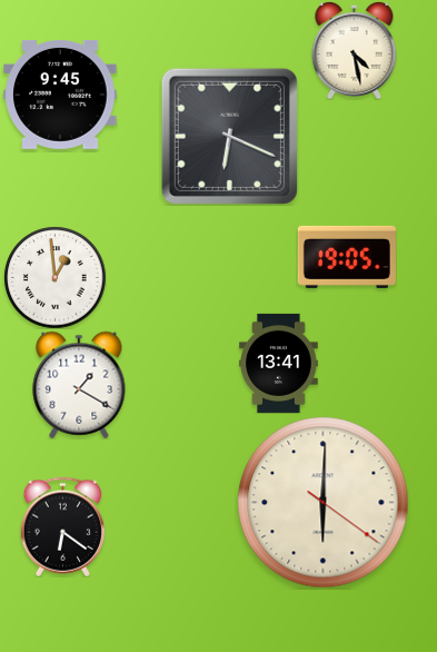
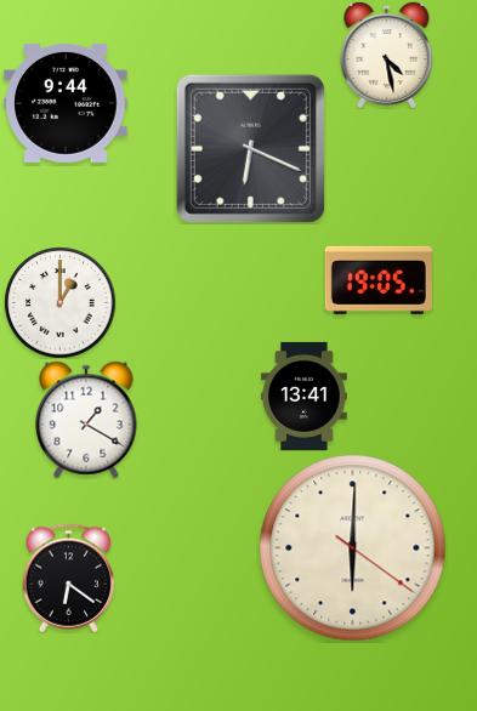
clock at (60, 95): 9:45 -> 9:44
clock at (54, 277): 12:59 -> 1:00
clock at (63, 526) position: (63, 526) -> (69, 578)
